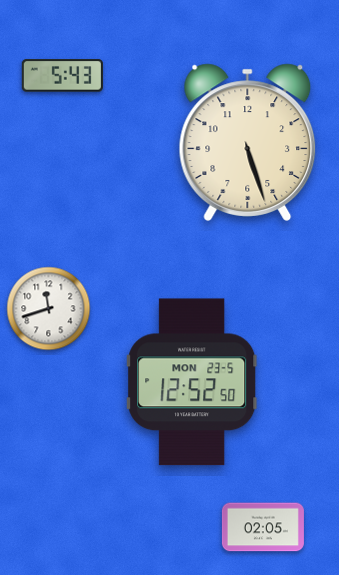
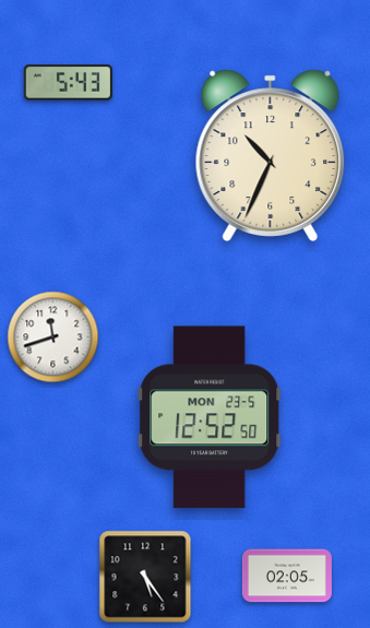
clock at (248, 142): 5:27 -> 10:34
clock at (145, 577): none -> 5:24
